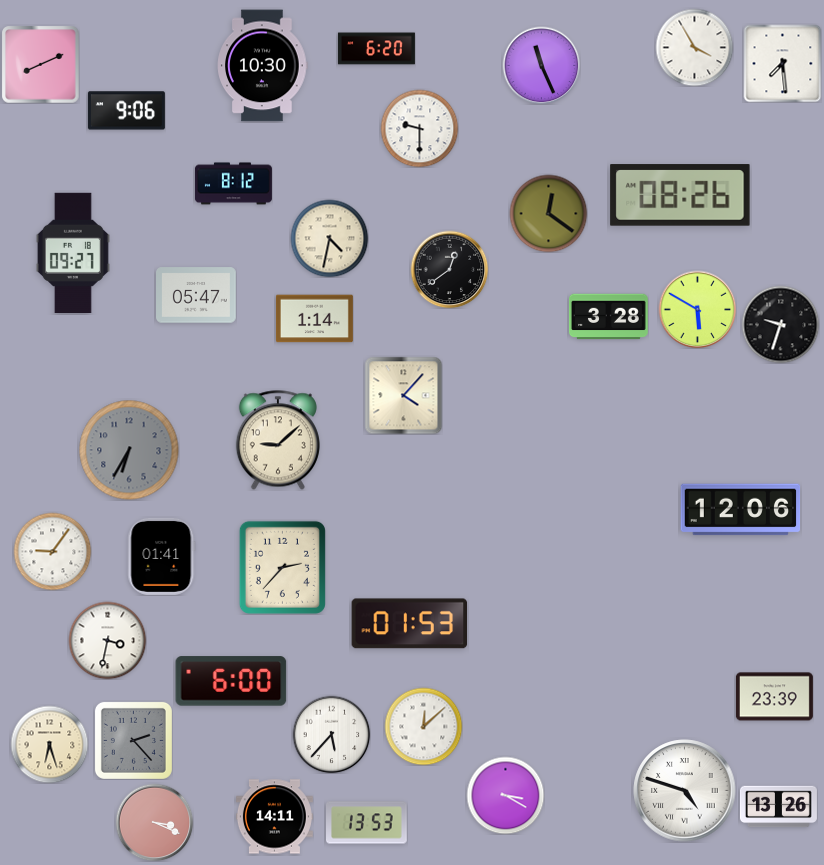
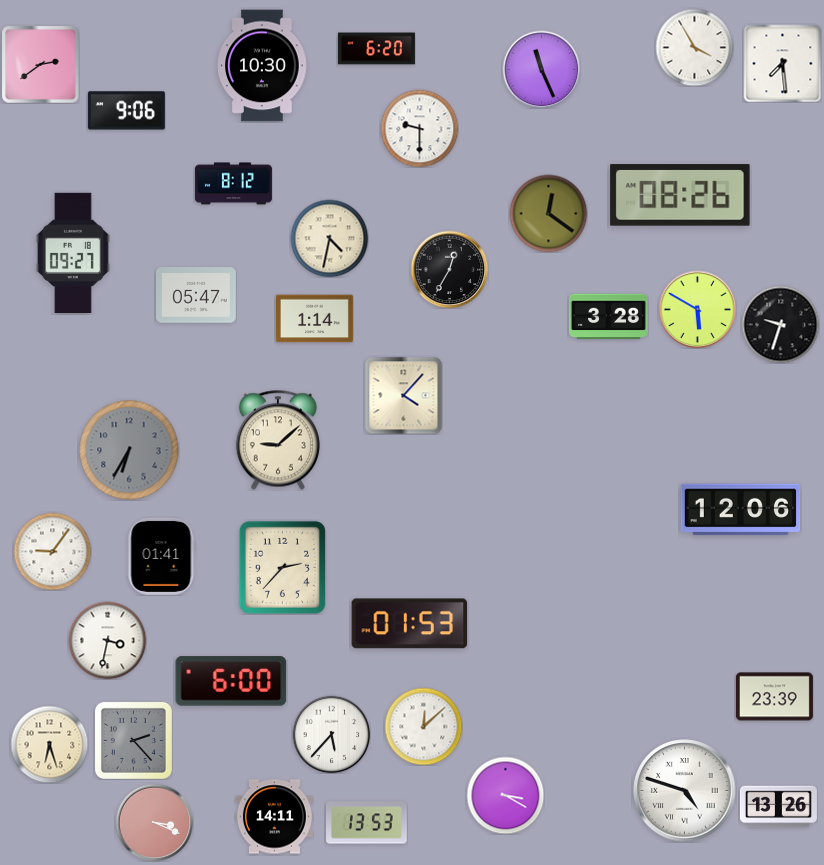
clock at (40, 64): 8:11 -> 2:39
clock at (541, 65) position: (541, 65) -> (541, 69)
clock at (449, 269): 12:39 -> 12:35
